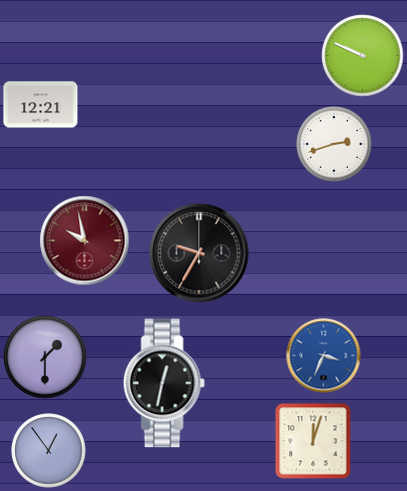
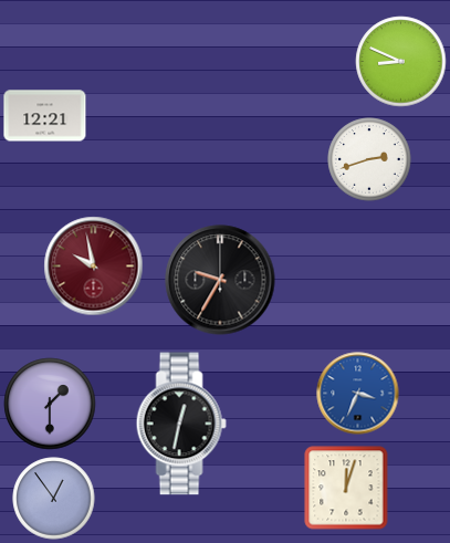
clock at (363, 56): 9:49 -> 8:49
clock at (45, 357) position: (45, 357) -> (50, 404)
